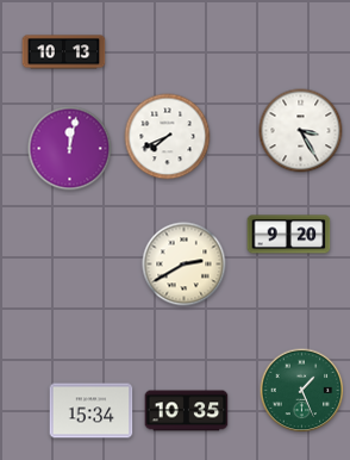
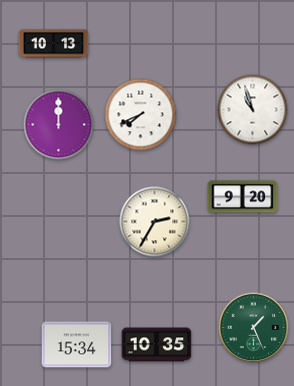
clock at (301, 131): 3:25 -> 10:57
clock at (70, 149): 12:02 -> 12:00
clock at (185, 265): 2:40 -> 2:35
